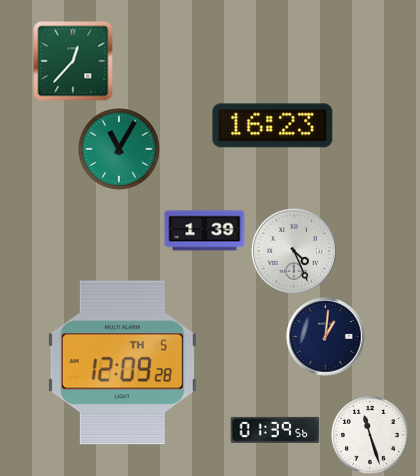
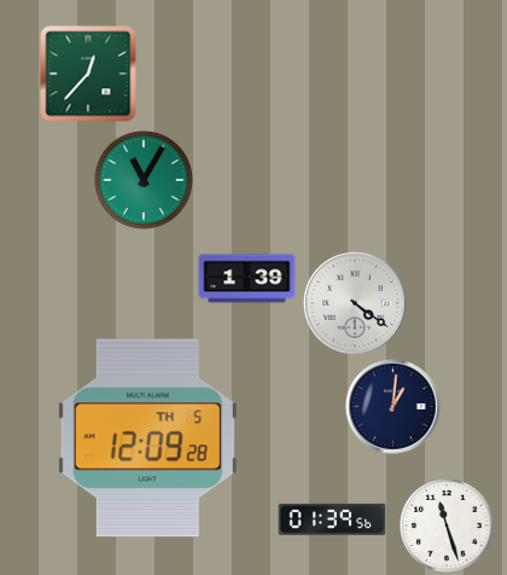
clock at (273, 126): 16:23 -> none
clock at (294, 251): 4:26 -> 4:21
